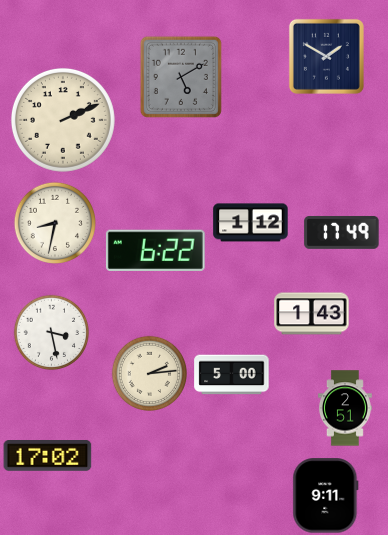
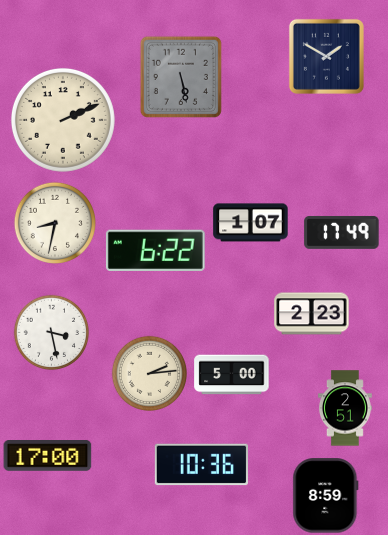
clock at (181, 77): 5:10 -> 5:28
clock at (251, 223): 1:12 -> 1:07
clock at (312, 314): 1:43 -> 2:23
clock at (48, 456): 17:02 -> 17:00
clock at (201, 465): none -> 10:36
clock at (326, 496): 9:11 -> 8:59
